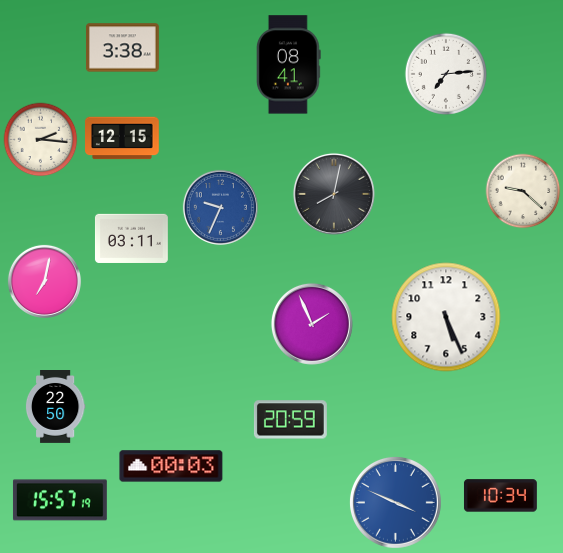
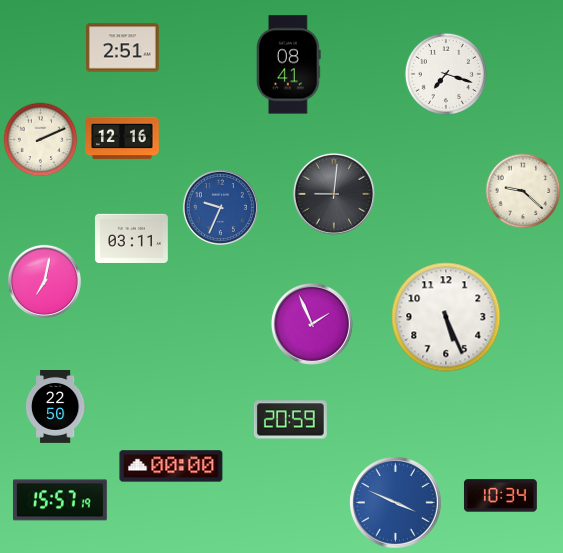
clock at (122, 48): 3:38 -> 2:51
clock at (446, 74): 7:14 -> 7:18
clock at (123, 138): 12:15 -> 12:16
clock at (41, 140): 2:16 -> 2:11
clock at (334, 194): 8:02 -> 9:01
clock at (171, 466): 00:03 -> 00:00
